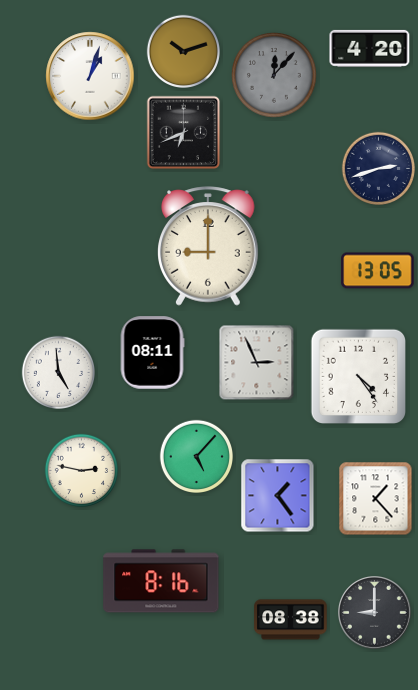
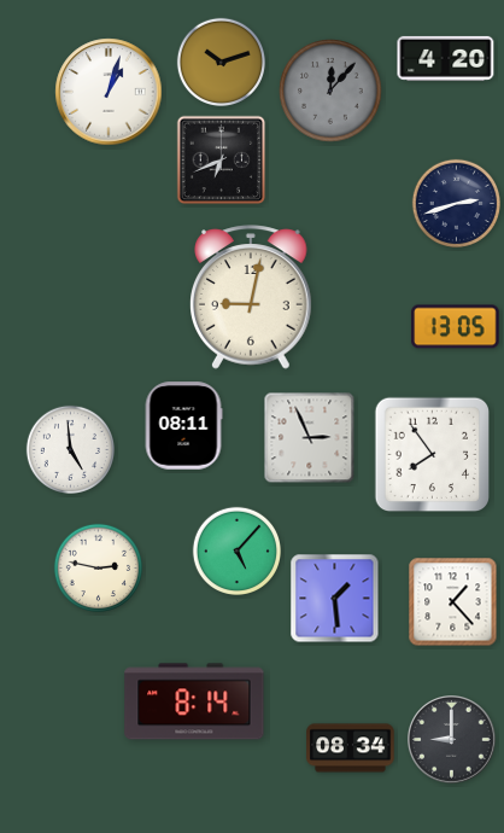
clock at (208, 246): 9:00 -> 9:02
clock at (359, 377): 4:24 -> 7:54
clock at (278, 496): 1:24 -> 1:29
clock at (161, 581): 8:16 -> 8:14
clock at (291, 620): 08:38 -> 08:34
